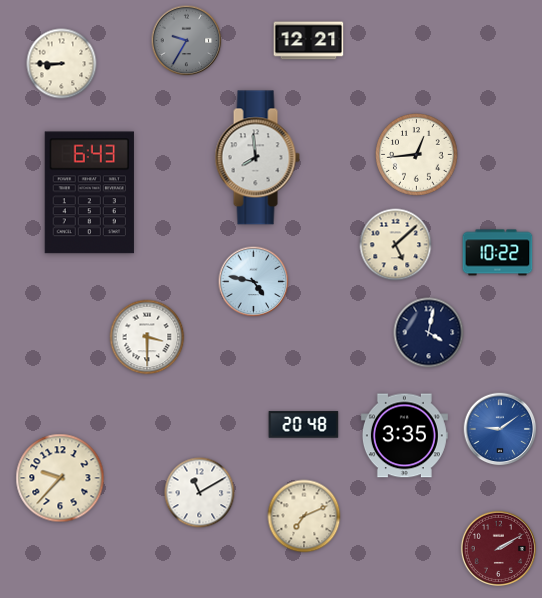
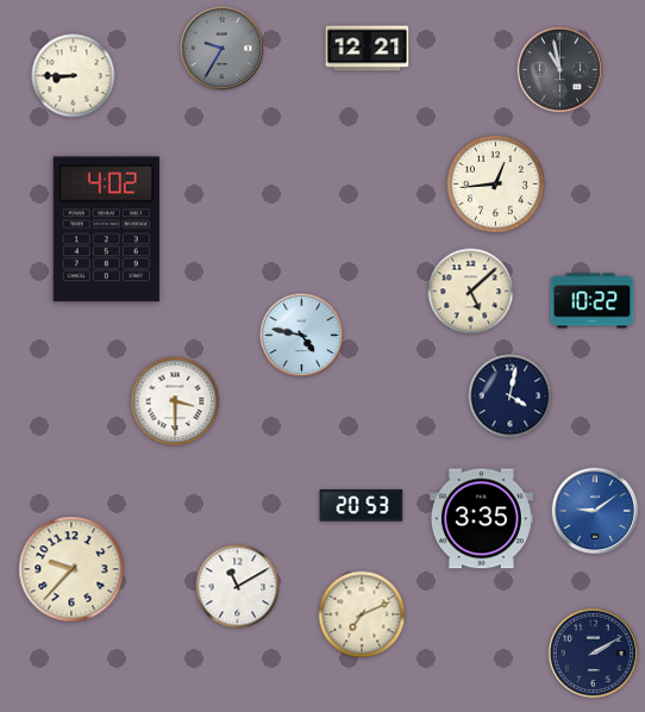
clock at (561, 70): none -> 10:58
clock at (257, 158): 7:59 -> none
clock at (89, 193): 6:43 -> 4:02
clock at (304, 425): 20:48 -> 20:53
clock at (498, 548) dial: burgundy -> navy
